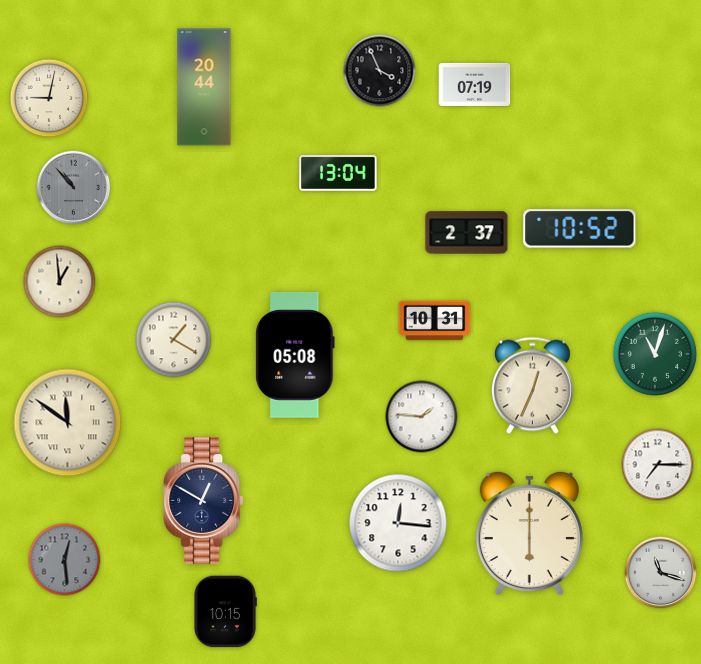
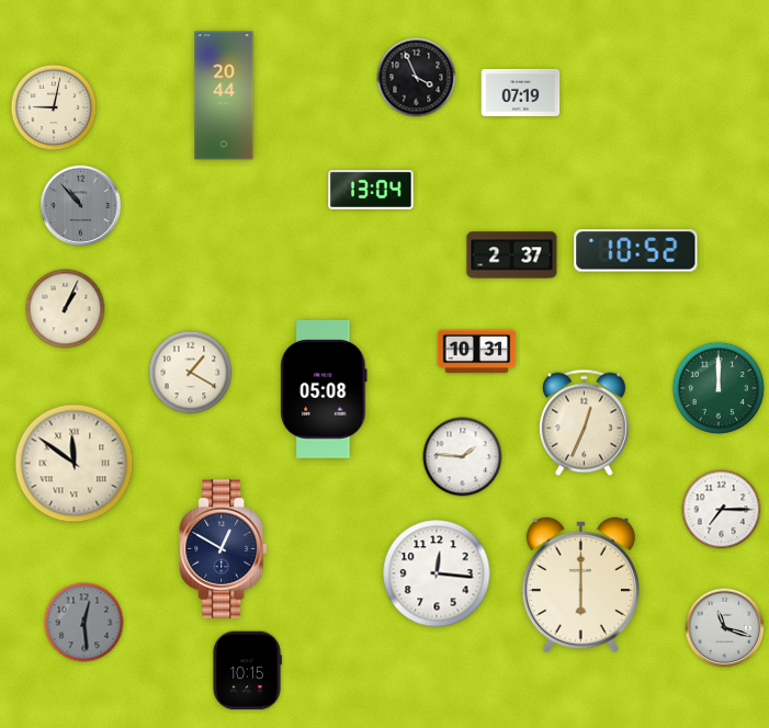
clock at (60, 282): 12:59 -> 1:04
clock at (655, 354): 11:03 -> 12:00
clock at (65, 560) position: (65, 560) -> (84, 623)
